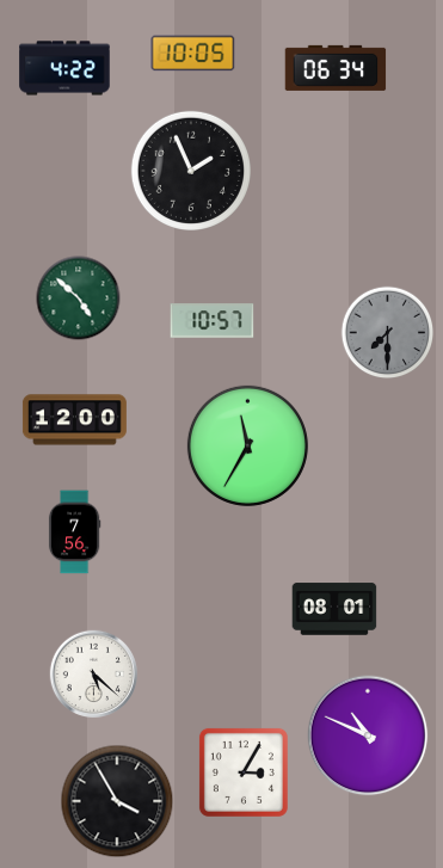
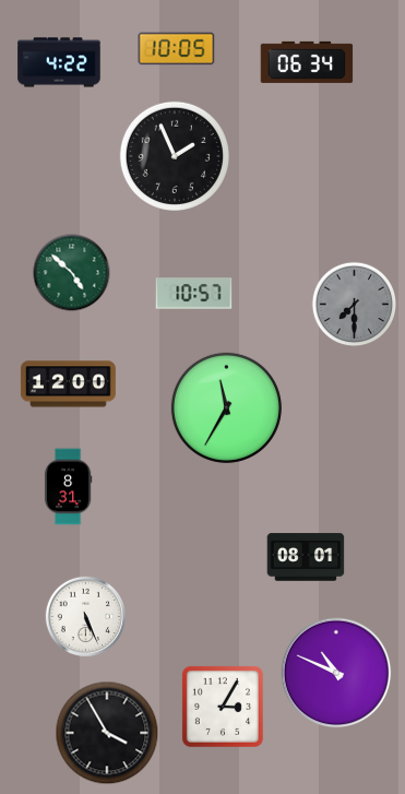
clock at (74, 533): 7:56 -> 8:31
clock at (94, 675): 5:22 -> 5:26
